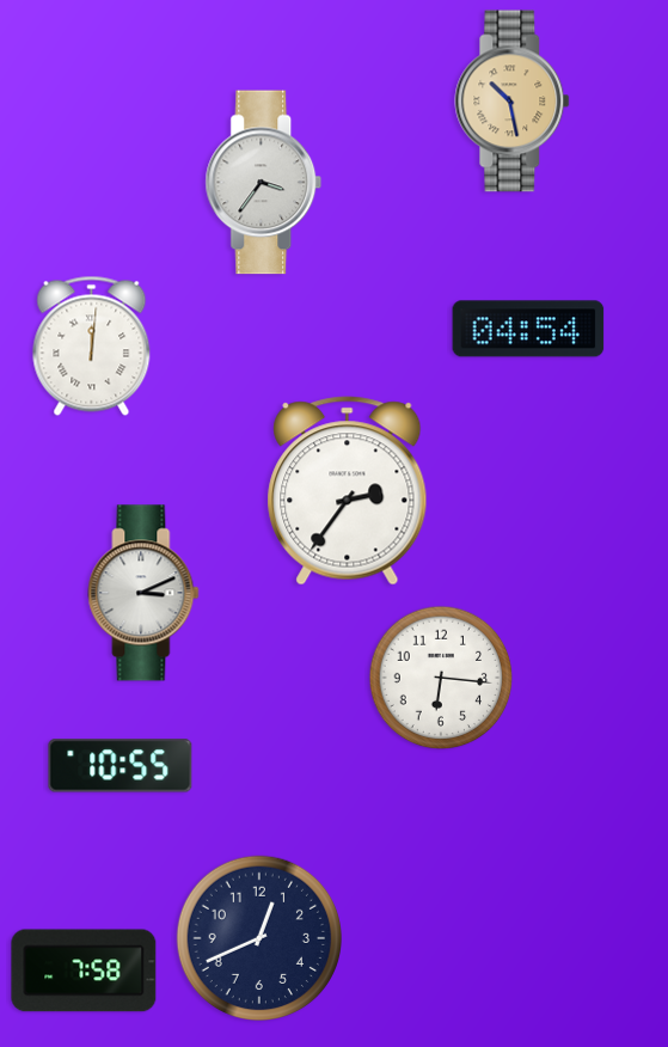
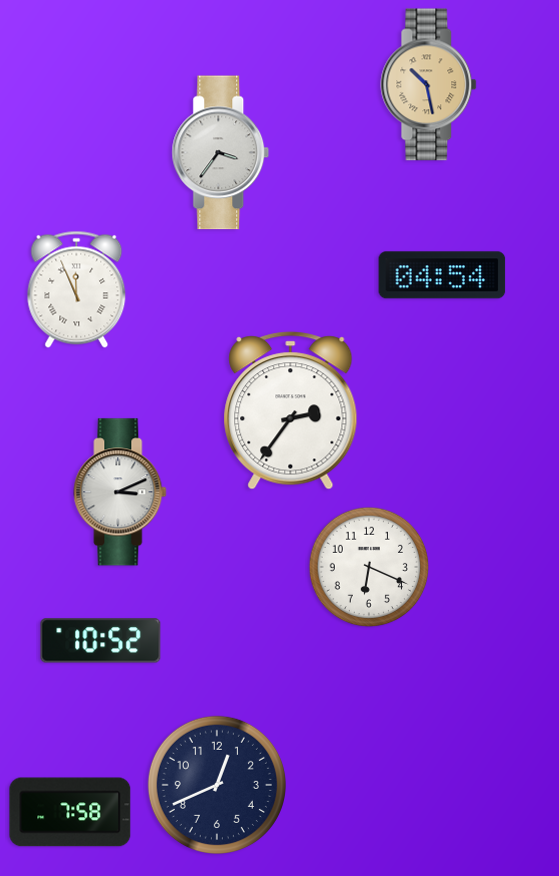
clock at (92, 345): 12:01 -> 11:56
clock at (143, 593) position: (143, 593) -> (120, 492)
clock at (441, 678): 6:16 -> 6:19
clock at (121, 766): 10:55 -> 10:52
